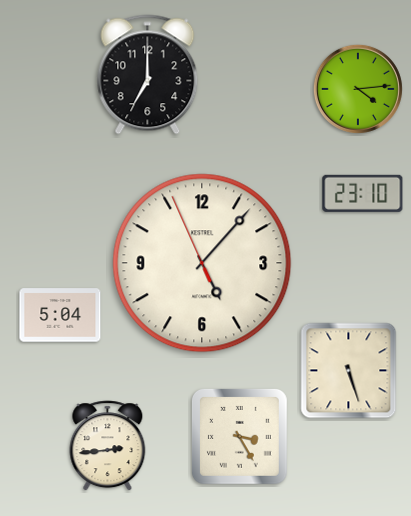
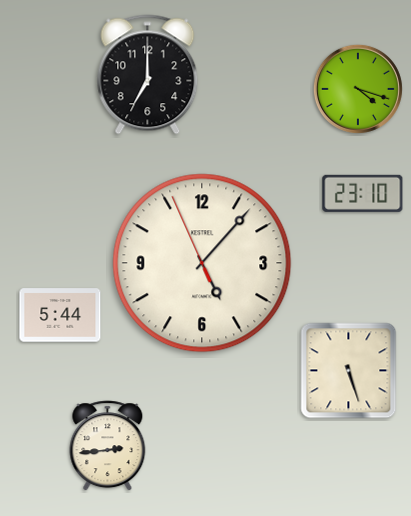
clock at (358, 89): 4:14 -> 4:18
clock at (60, 315): 5:04 -> 5:44
clock at (239, 436): 3:25 -> none
